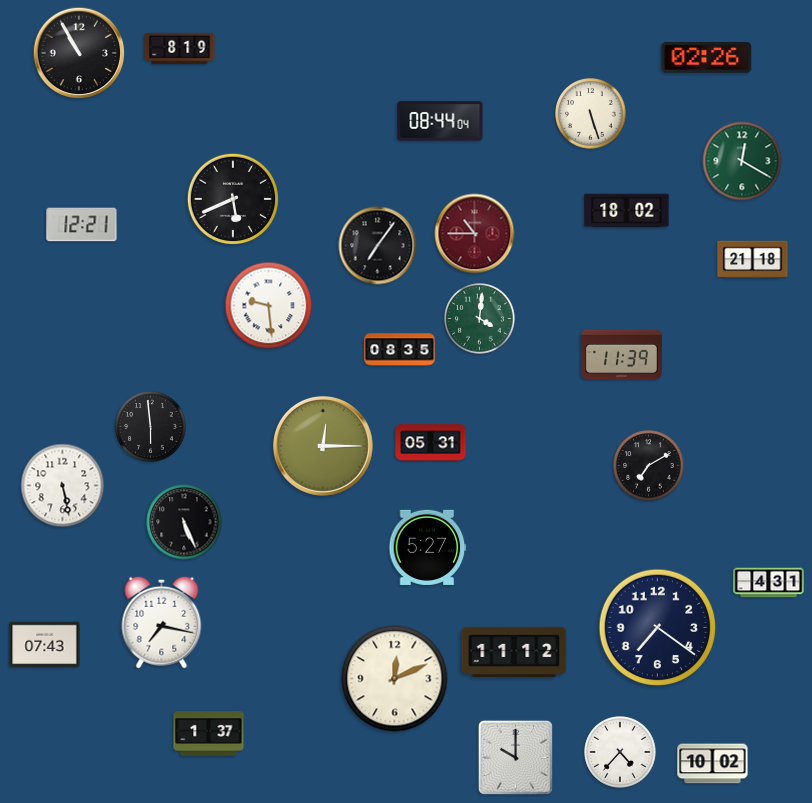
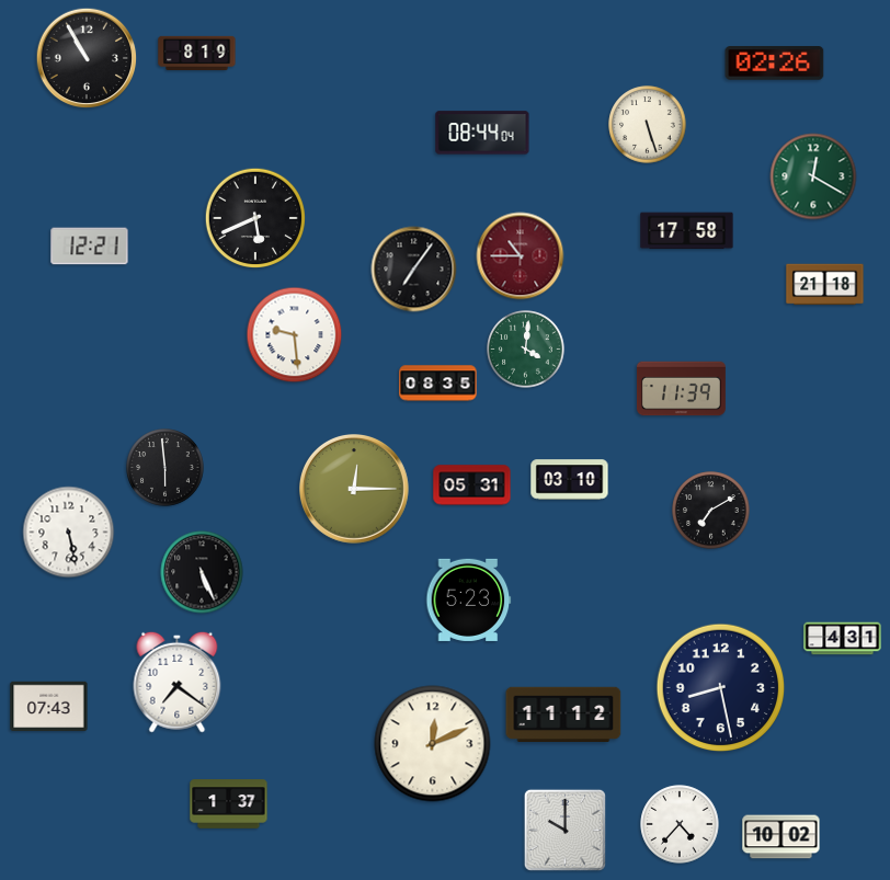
clock at (627, 211): 18:02 -> 17:58
clock at (570, 480): none -> 03:10
clock at (428, 547): 5:27 -> 5:23
clock at (162, 622): 7:17 -> 7:21
clock at (658, 628): 7:21 -> 8:28
